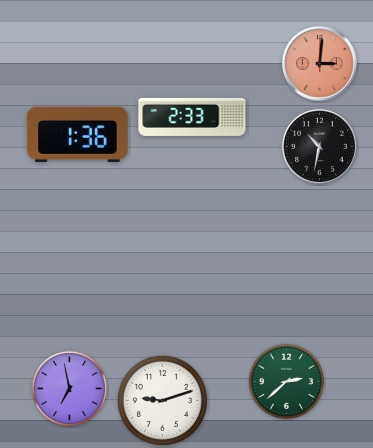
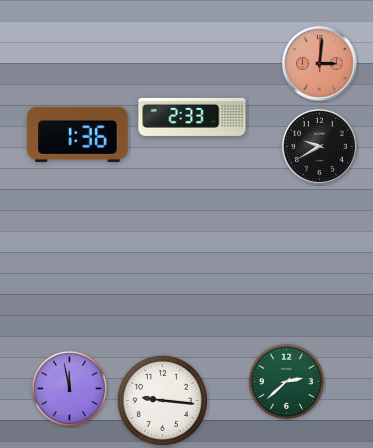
clock at (319, 146): 10:32 -> 9:40
clock at (70, 389): 6:58 -> 11:58
clock at (162, 400): 9:12 -> 9:16
